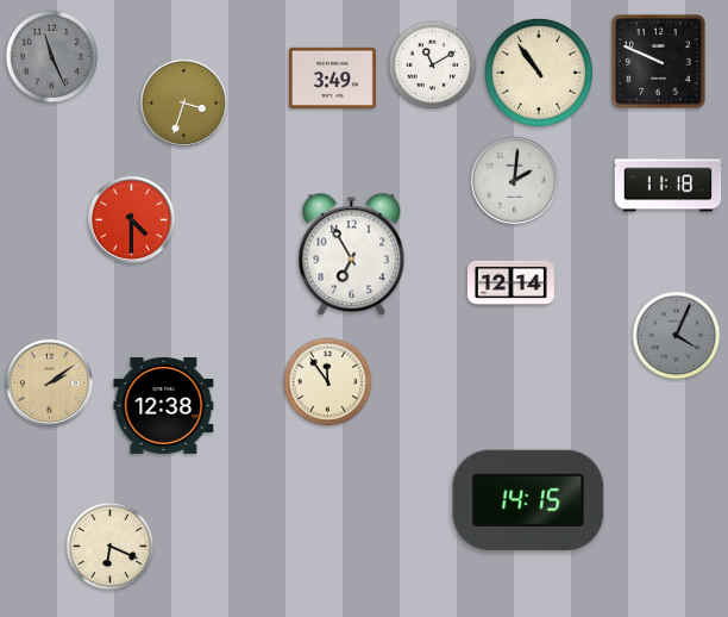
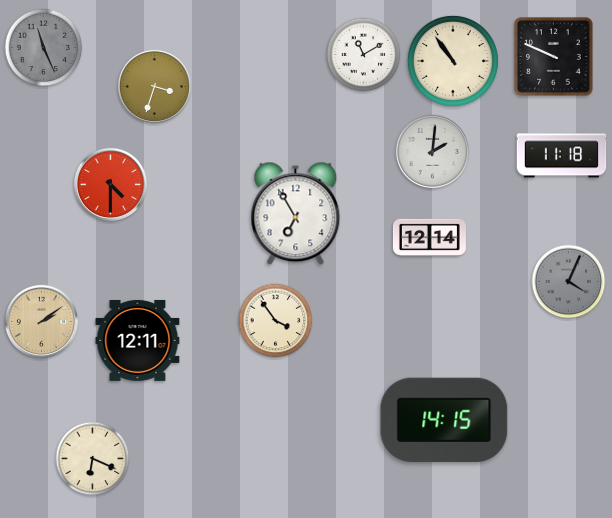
clock at (659, 62) position: (659, 62) -> (554, 57)
clock at (332, 77): 3:49 -> none
clock at (328, 382): 11:54 -> 3:54
clock at (164, 405): 12:38 -> 12:11
